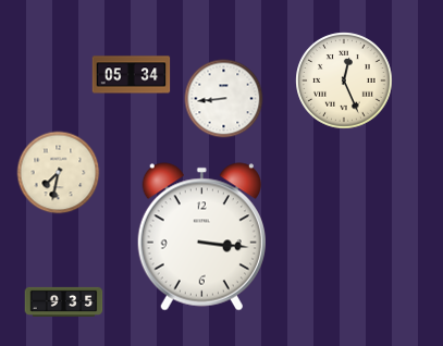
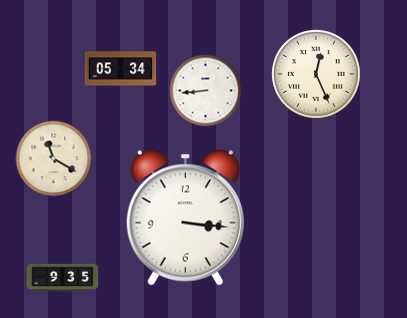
clock at (59, 173): 7:32 -> 11:20
clock at (64, 301) position: (64, 301) -> (63, 277)
